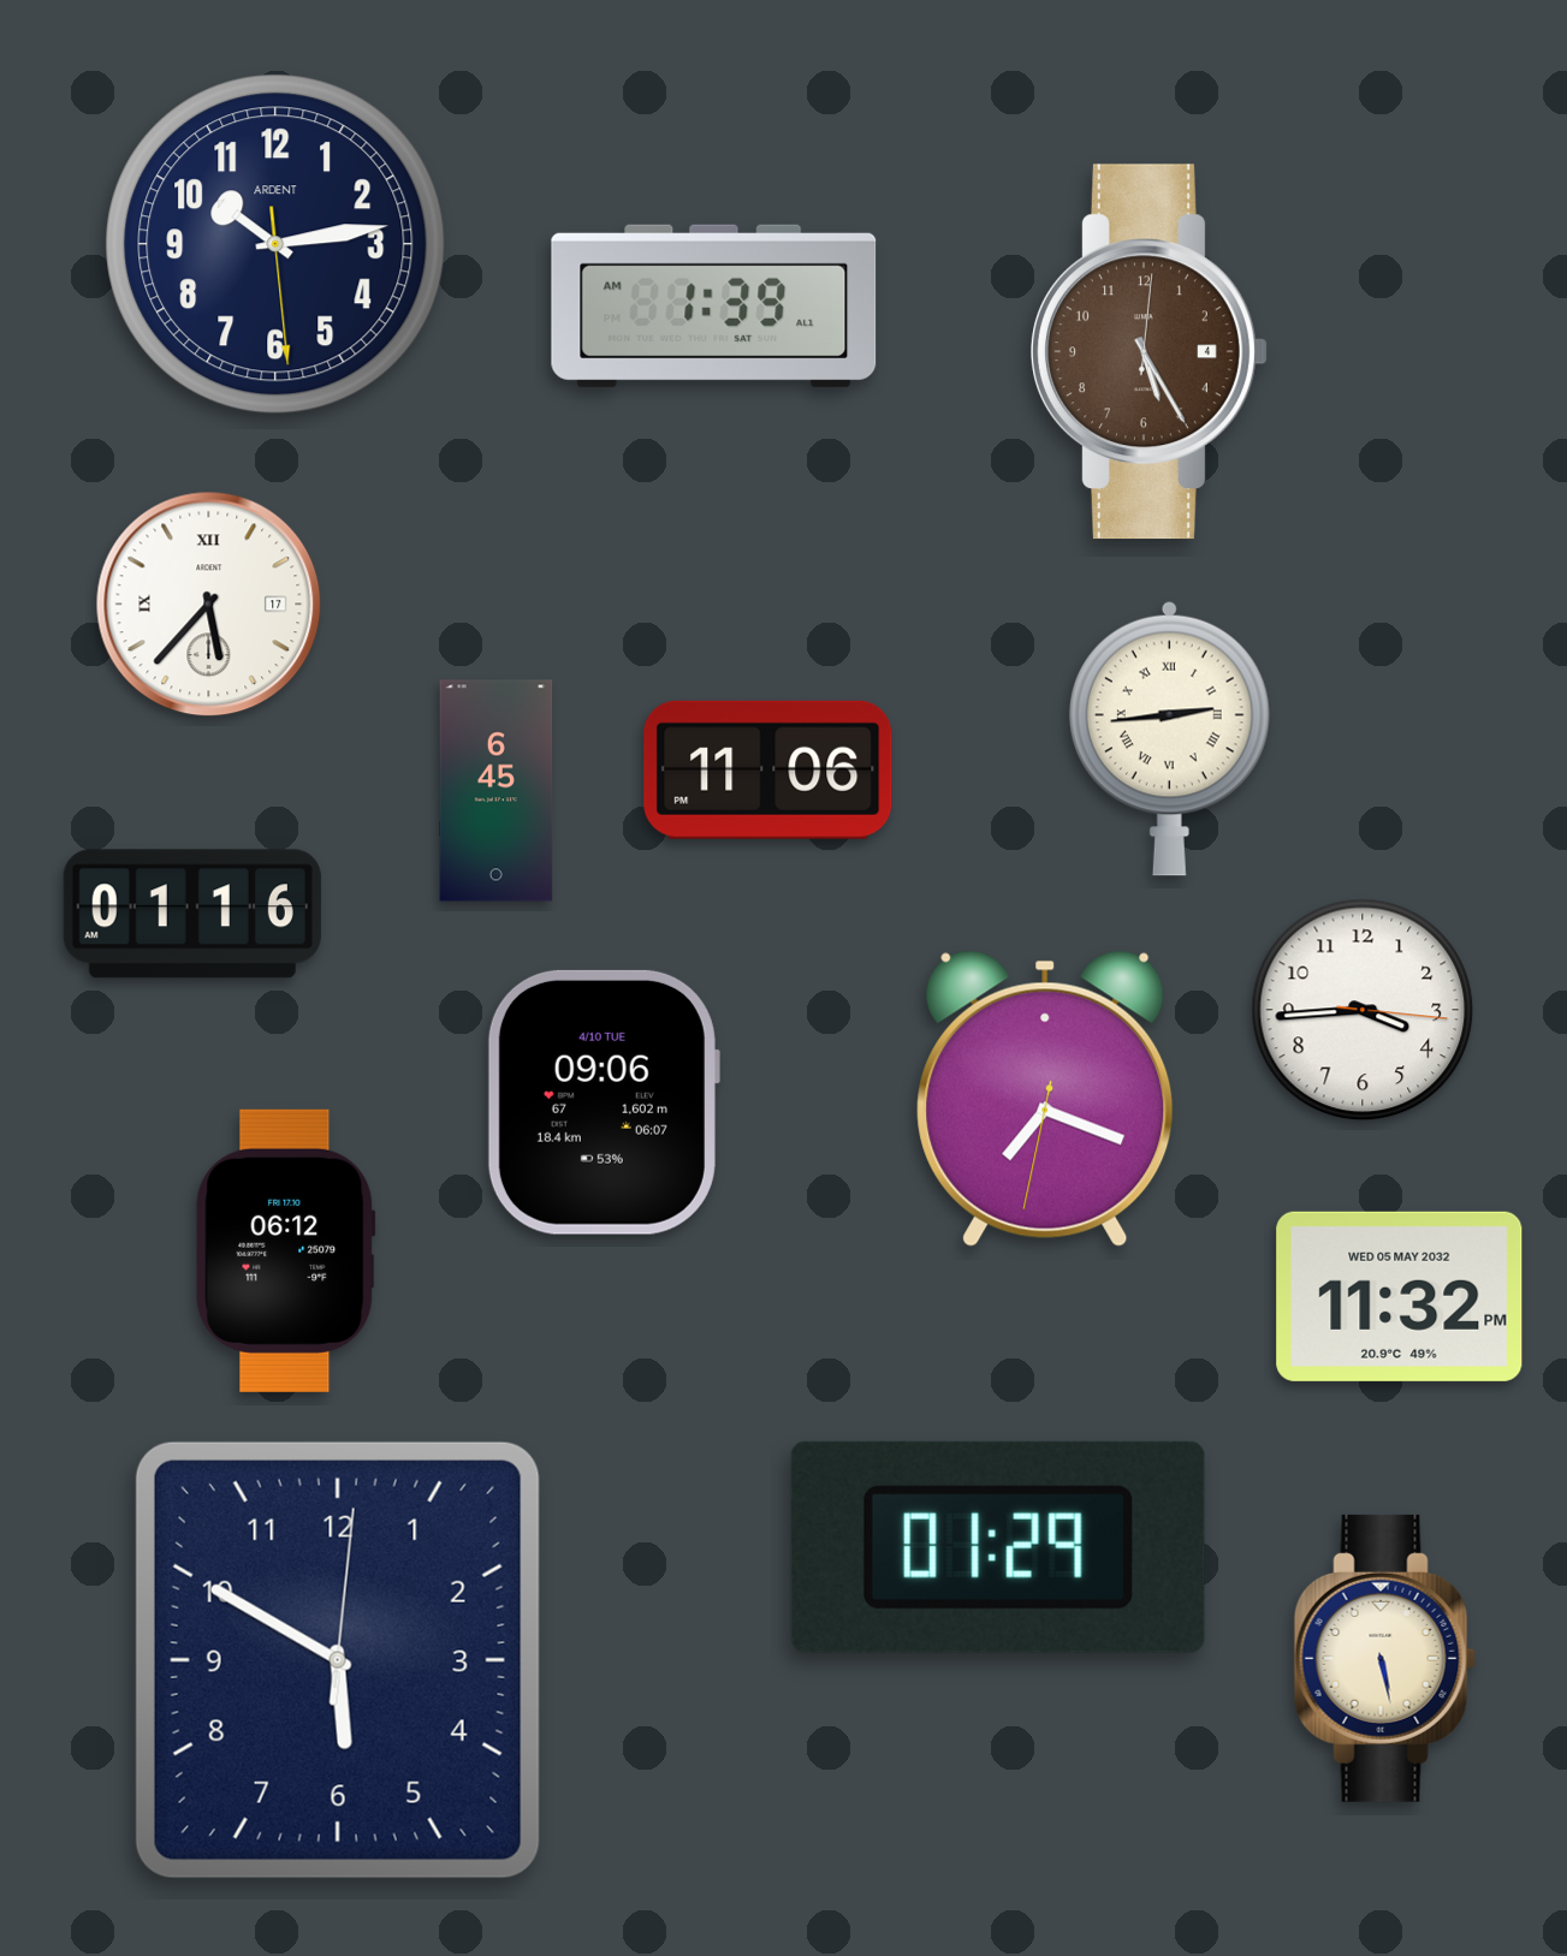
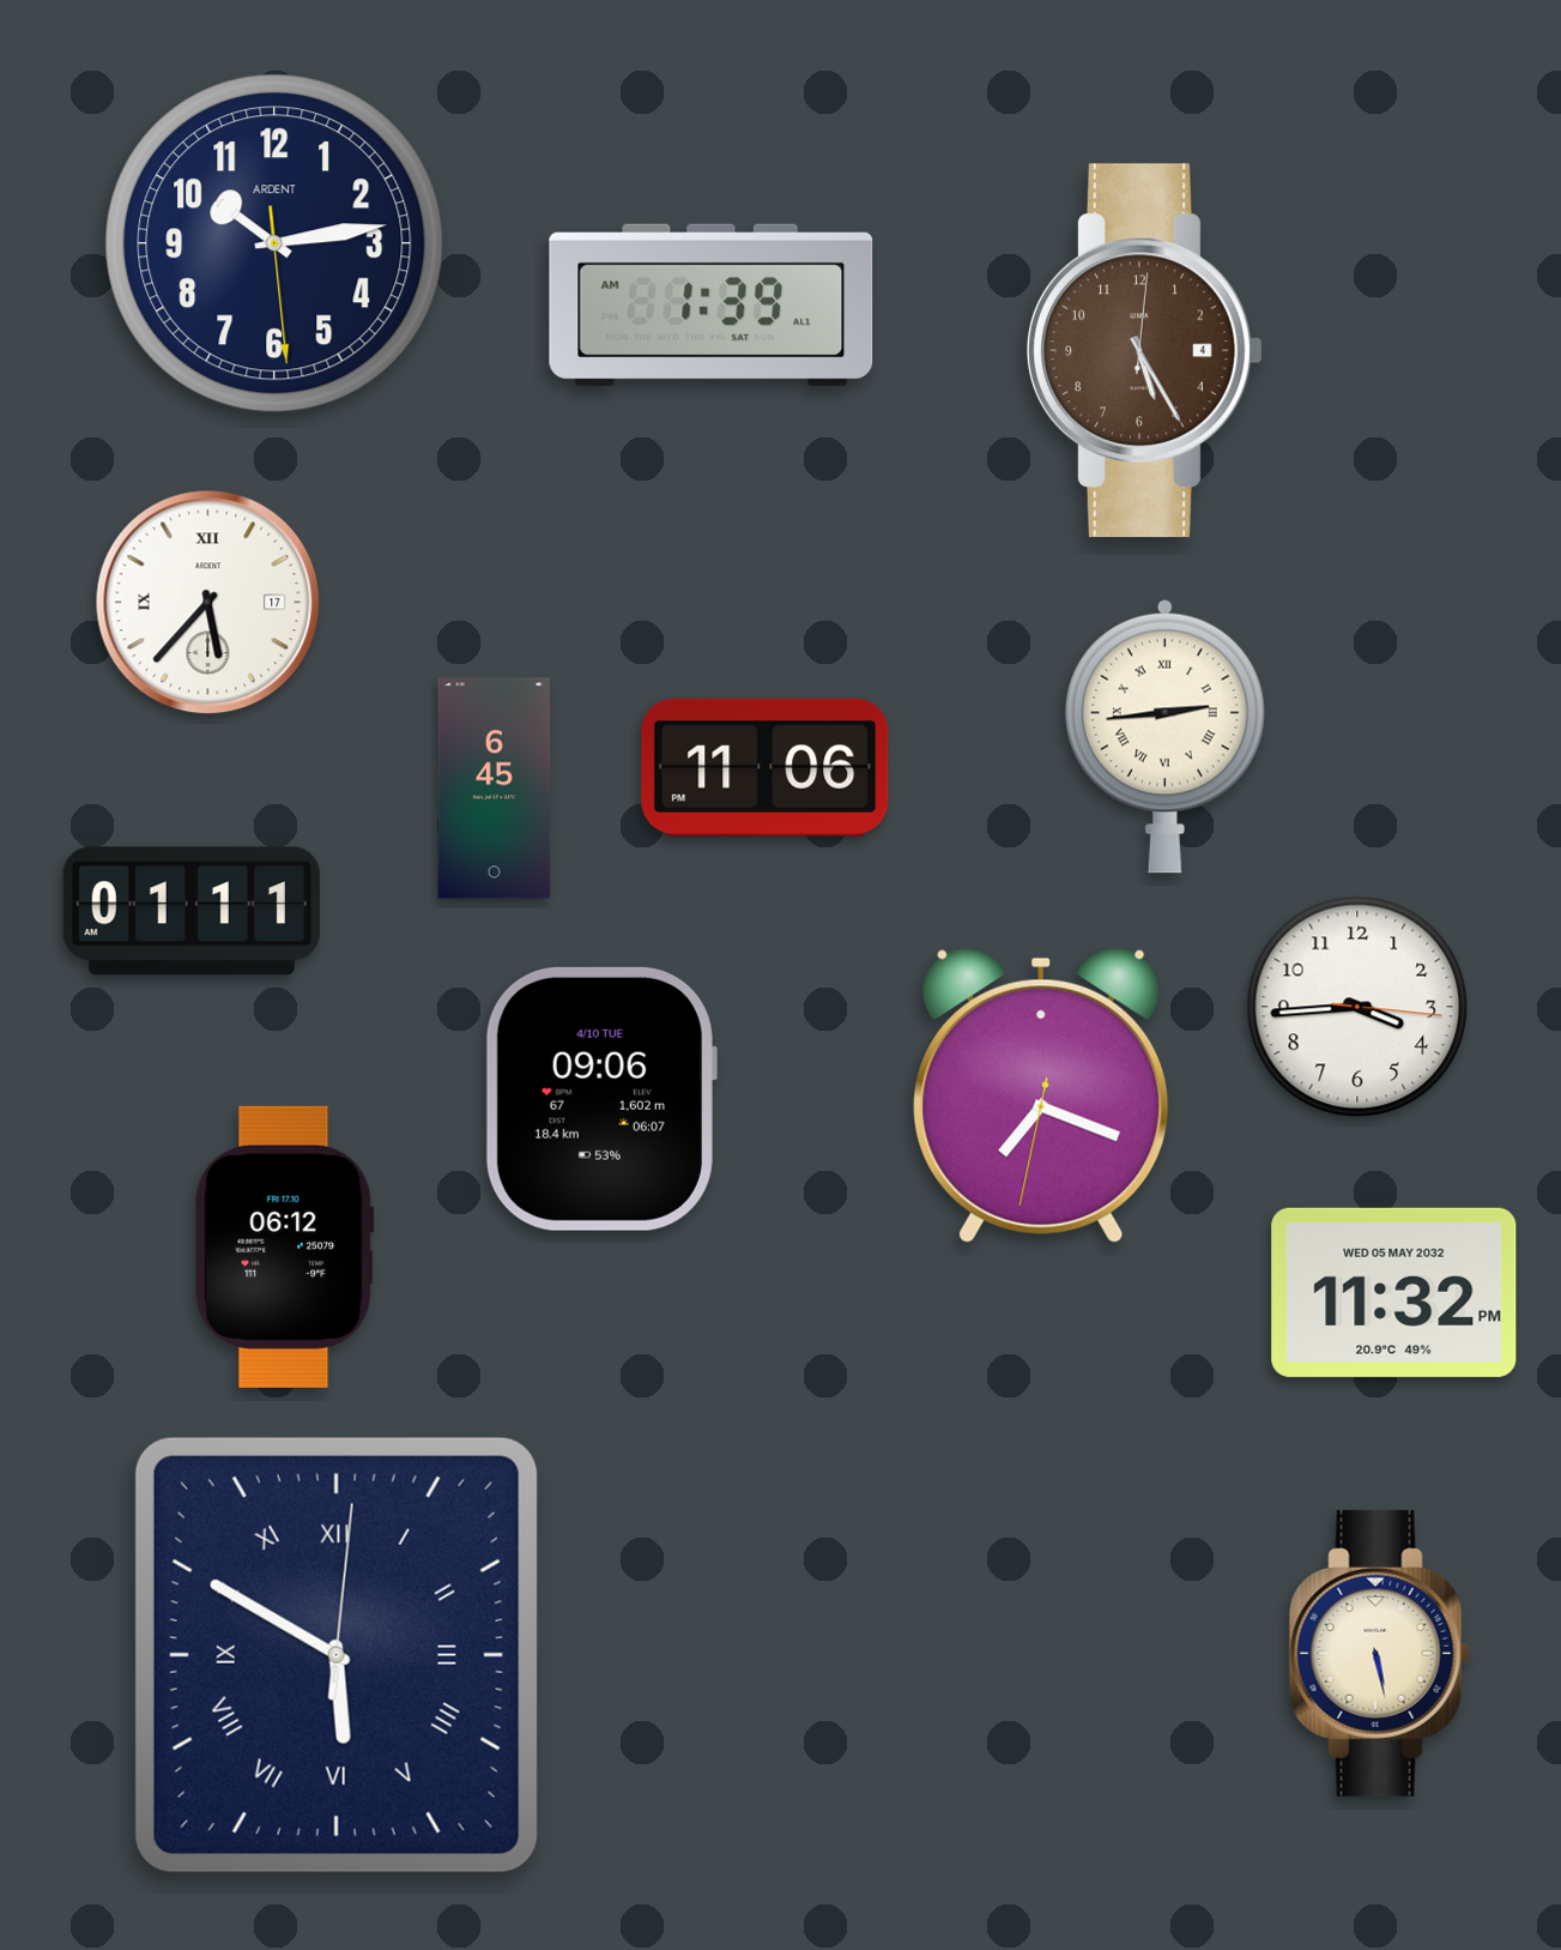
clock at (192, 914): 01:16 -> 01:11
clock at (998, 1547): 01:29 -> none
clock at (338, 1660) numerals: Arabic -> Roman
